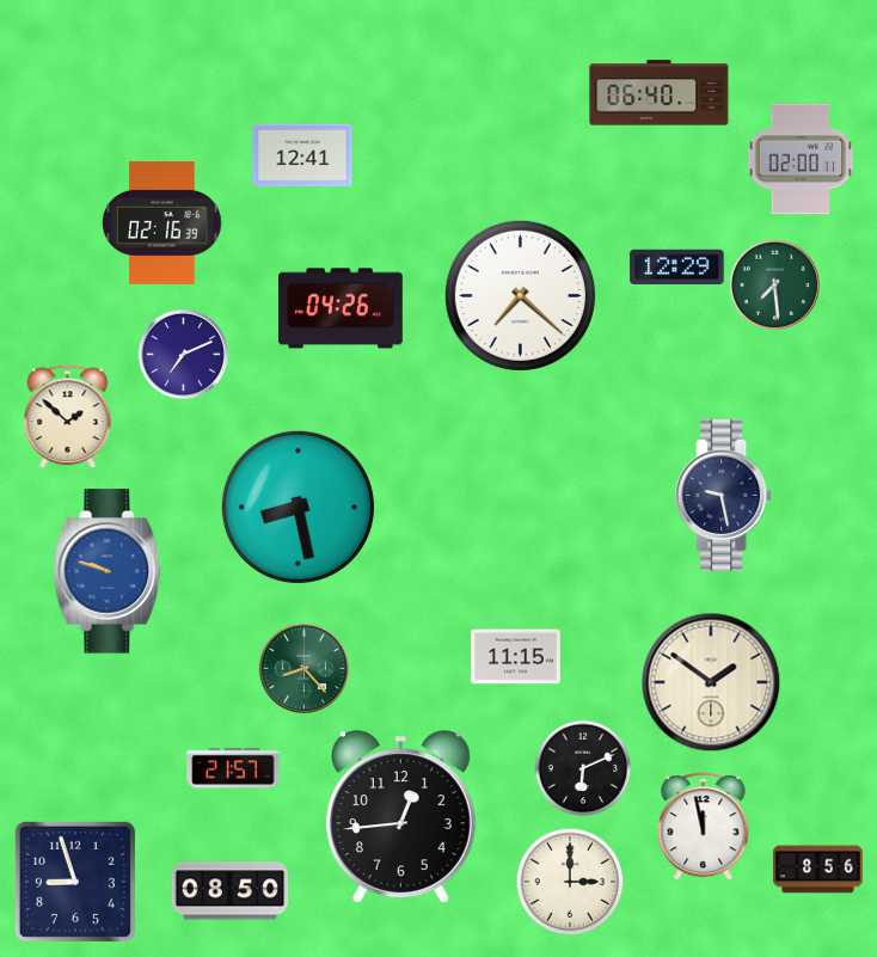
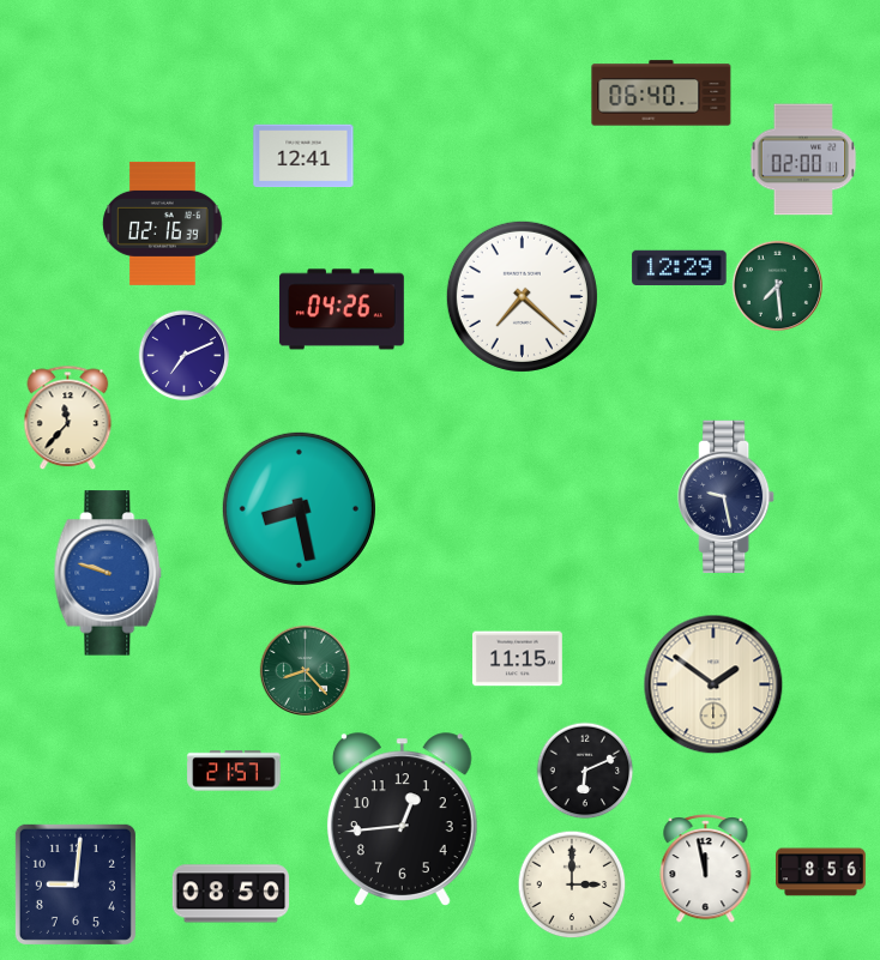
clock at (68, 417): 1:52 -> 11:37
clock at (704, 827) position: (704, 827) -> (706, 869)
clock at (75, 882): 8:57 -> 9:01
